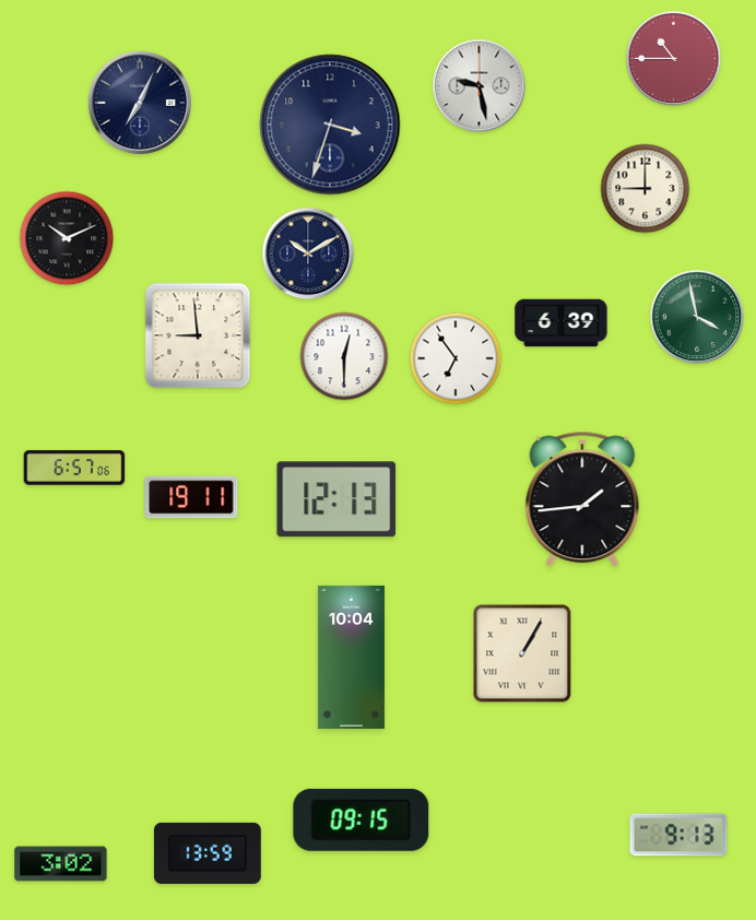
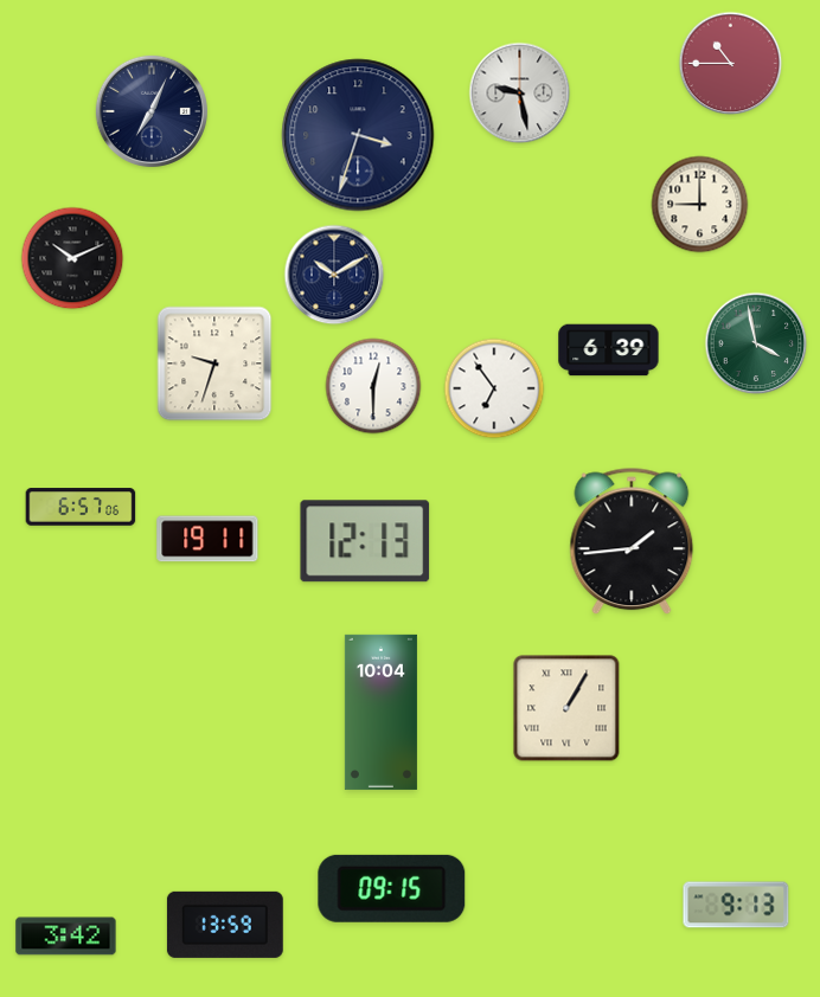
clock at (198, 335): 8:59 -> 9:33
clock at (61, 864): 3:02 -> 3:42
